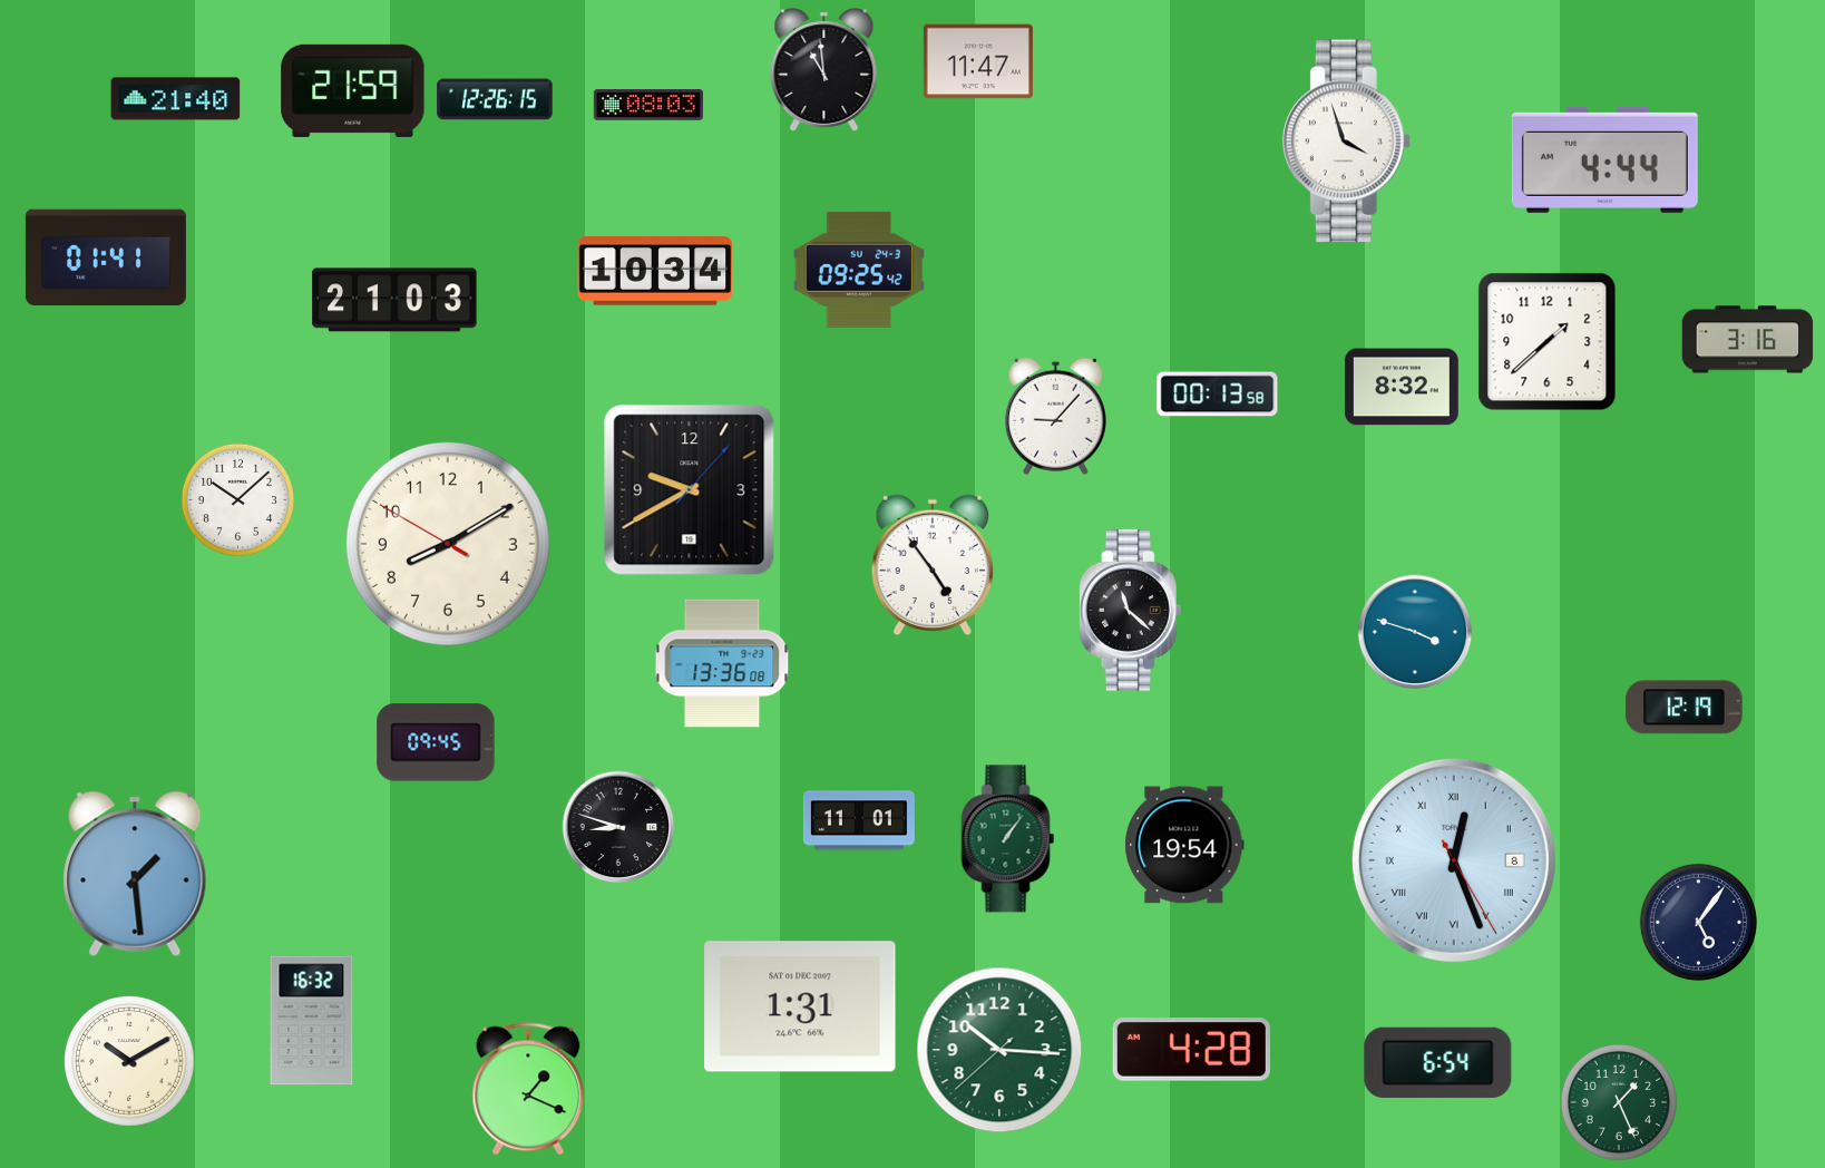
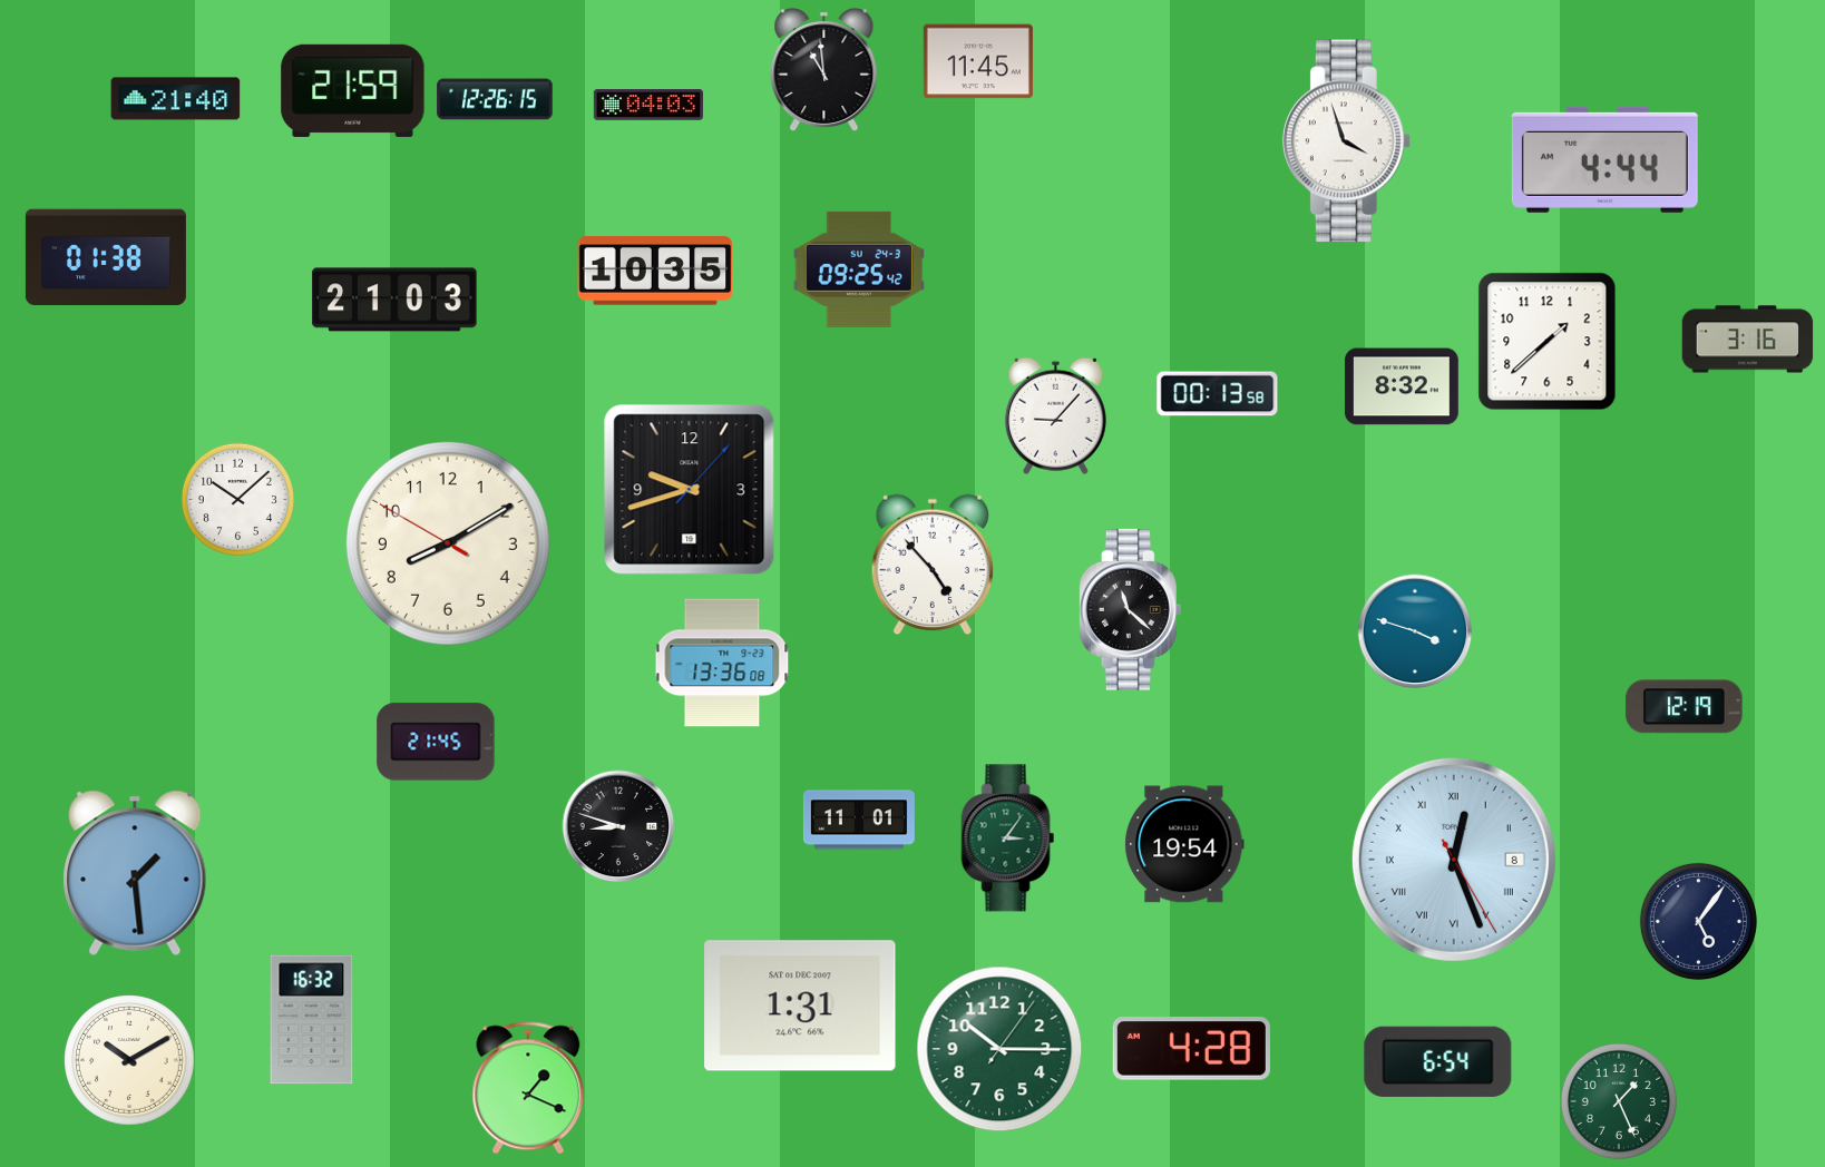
clock at (978, 61): 11:47 -> 11:45
clock at (648, 106): 08:03 -> 04:03
clock at (106, 257): 01:41 -> 01:38
clock at (655, 271): 10:34 -> 10:35
clock at (690, 490): 9:40 -> 9:42
clock at (931, 565): 4:54 -> 4:53
clock at (436, 742): 09:45 -> 21:45
clock at (1008, 839): 1:06 -> 3:06
clock at (999, 1050): 10:15:38 -> 10:15:06
